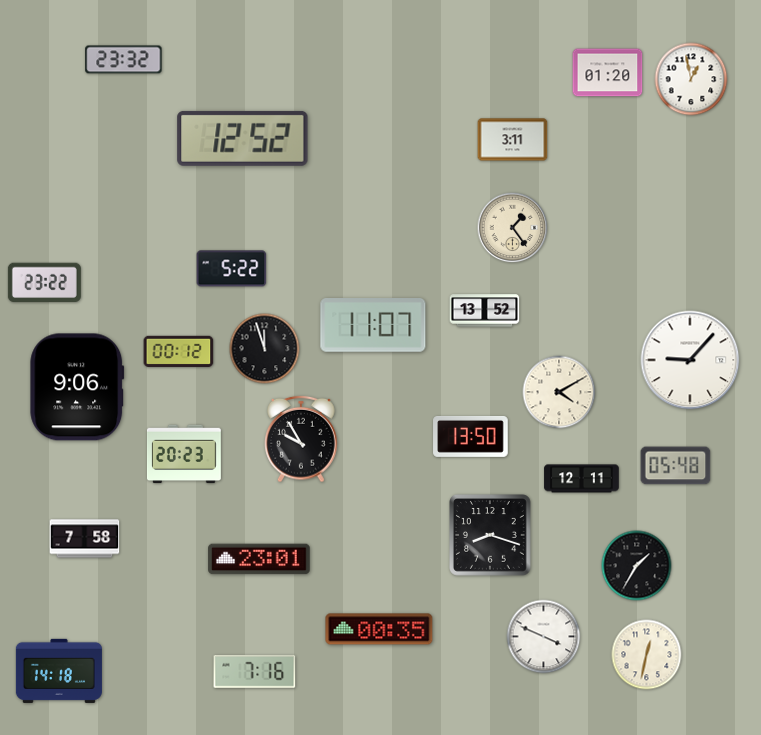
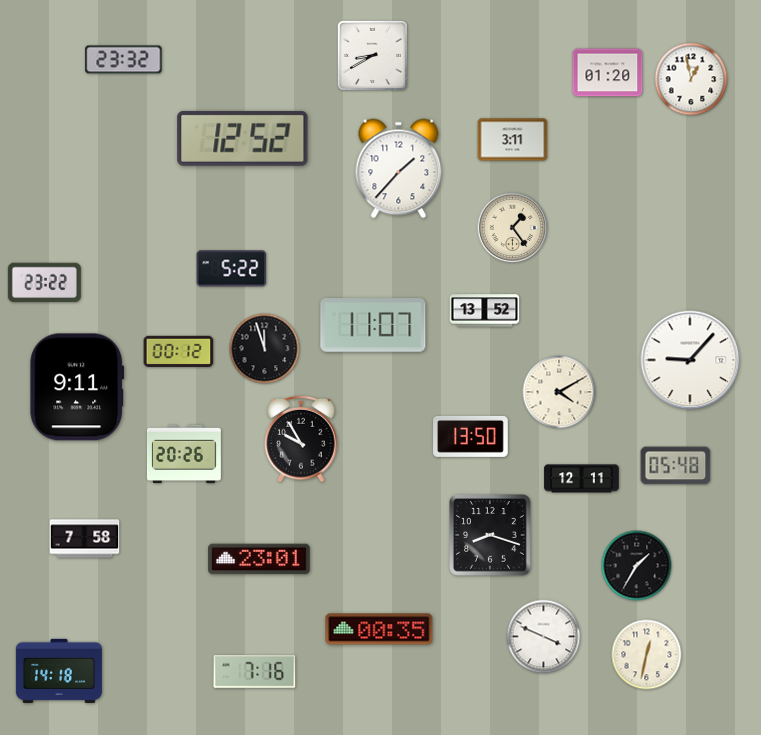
clock at (372, 55): none -> 8:40
clock at (399, 169): none -> 1:37
clock at (77, 387): 9:06 -> 9:11
clock at (184, 454): 20:23 -> 20:26
